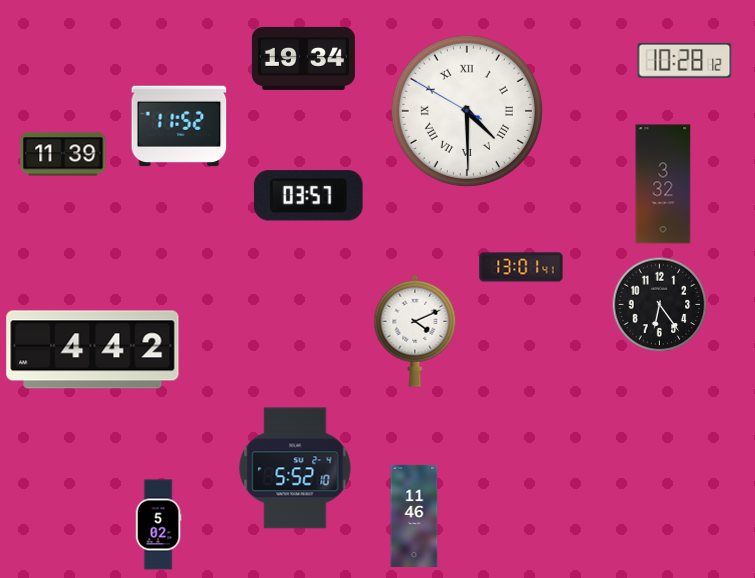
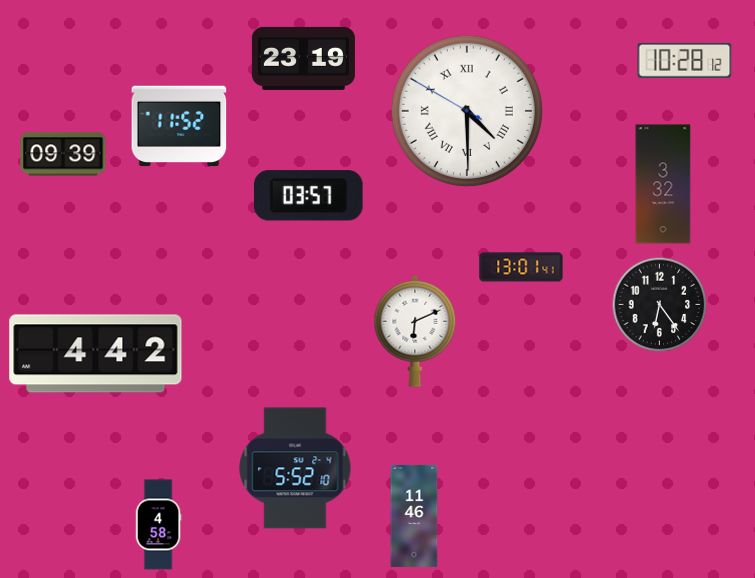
clock at (303, 58): 19:34 -> 23:19
clock at (63, 154): 11:39 -> 09:39
clock at (415, 331): 4:11 -> 6:11
clock at (93, 350) position: (93, 350) -> (96, 354)
clock at (158, 525): 5:02 -> 4:58
